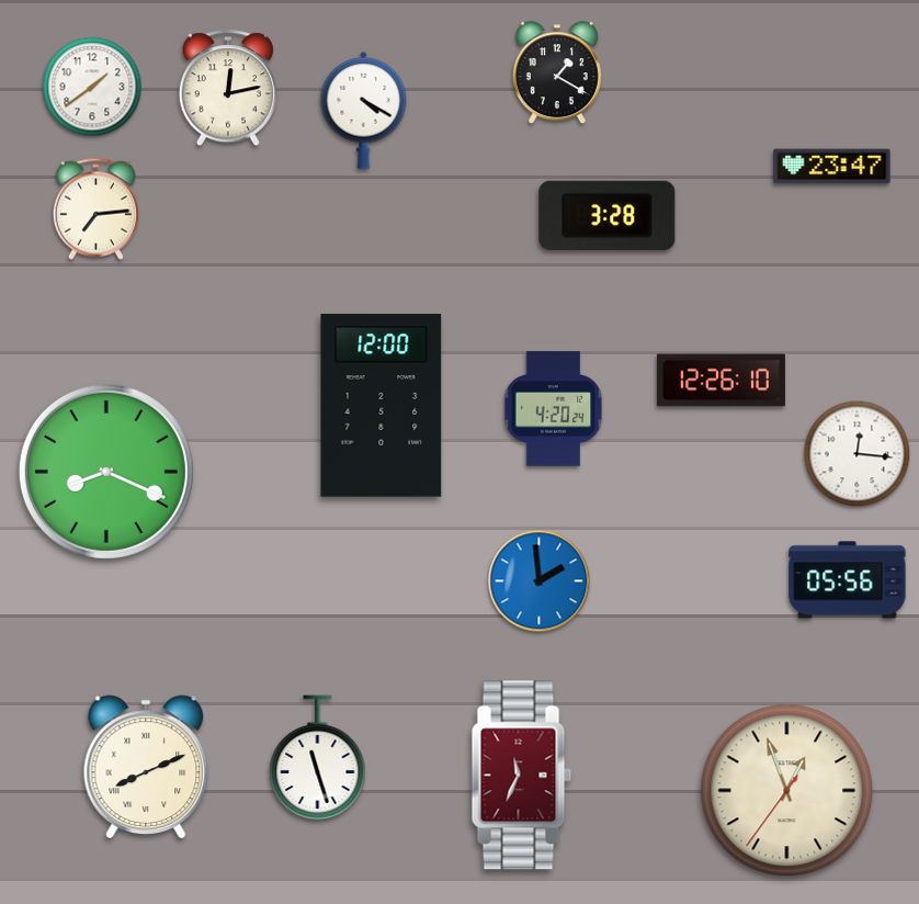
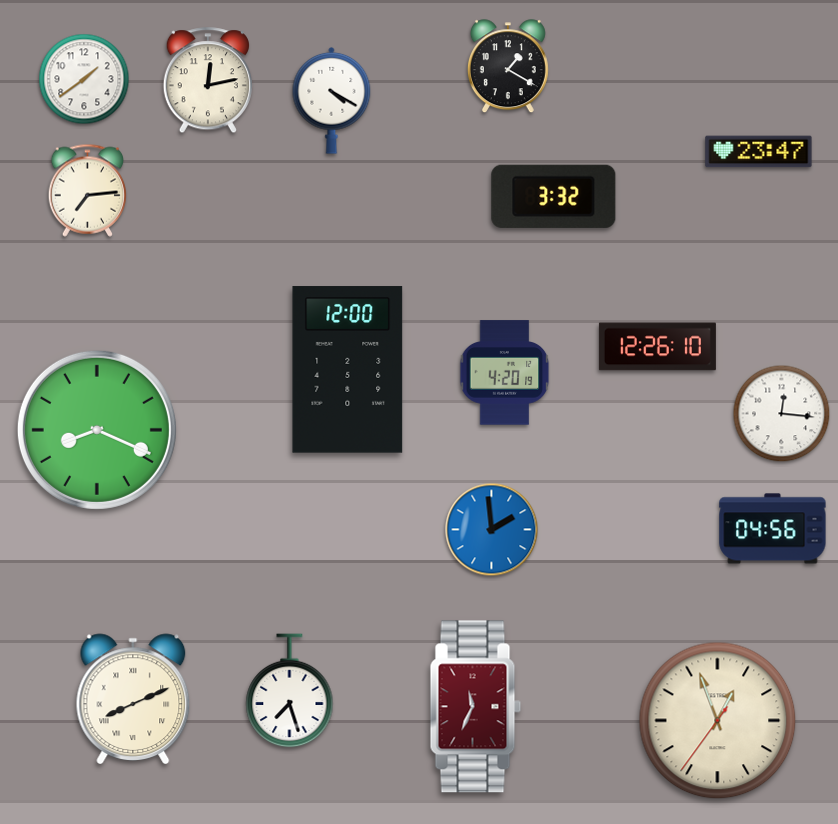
clock at (608, 215): 3:28 -> 3:32
clock at (554, 409): 4:20:24 -> 4:20:19
clock at (848, 580): 05:56 -> 04:56
clock at (318, 758): 11:27 -> 7:27
